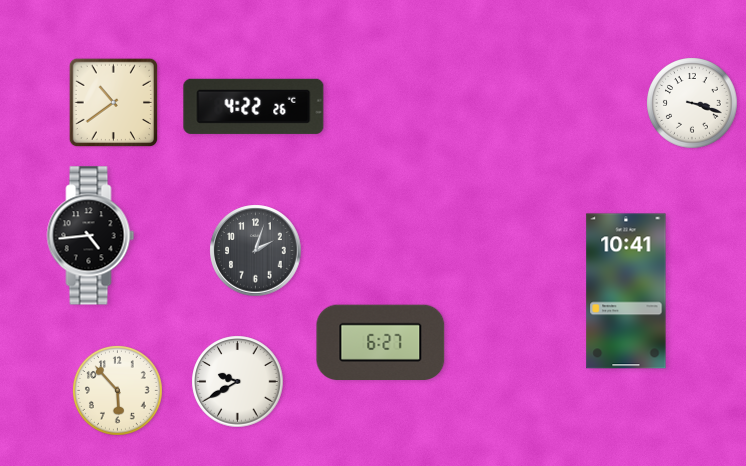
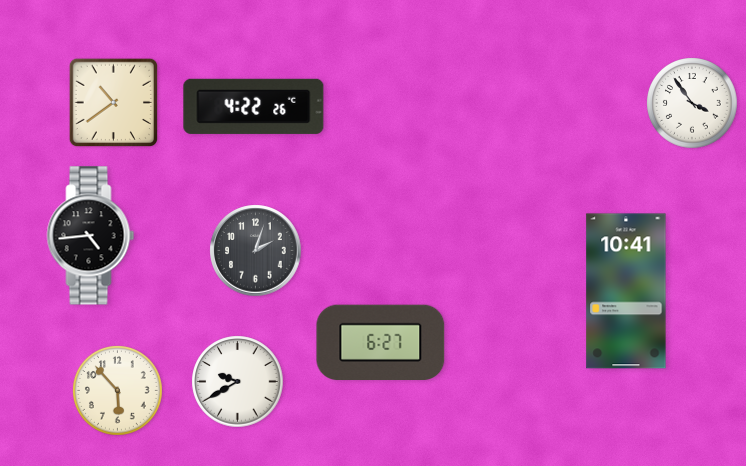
clock at (692, 103): 3:18 -> 3:54
